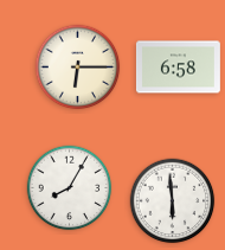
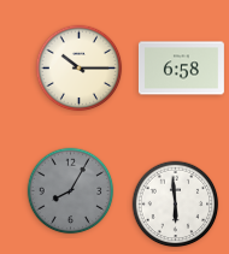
clock at (78, 68): 6:15 -> 10:15
clock at (70, 188) dial: white -> grey
